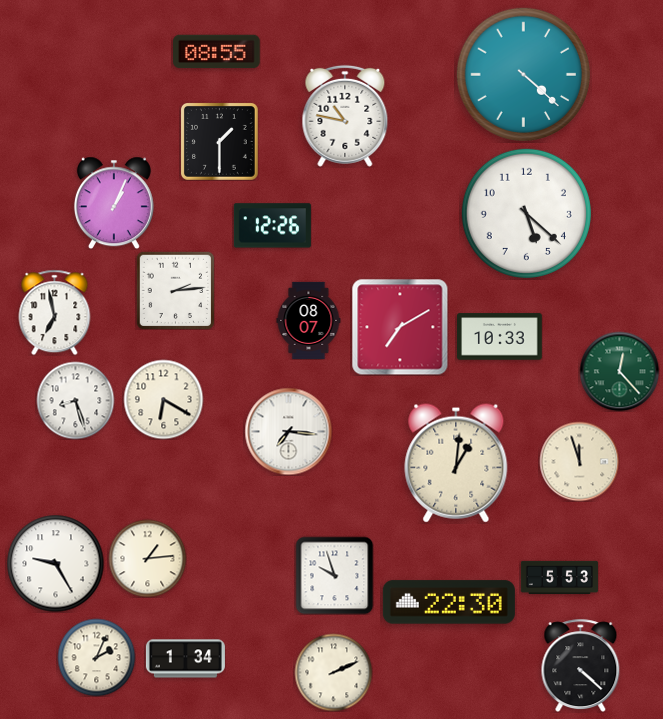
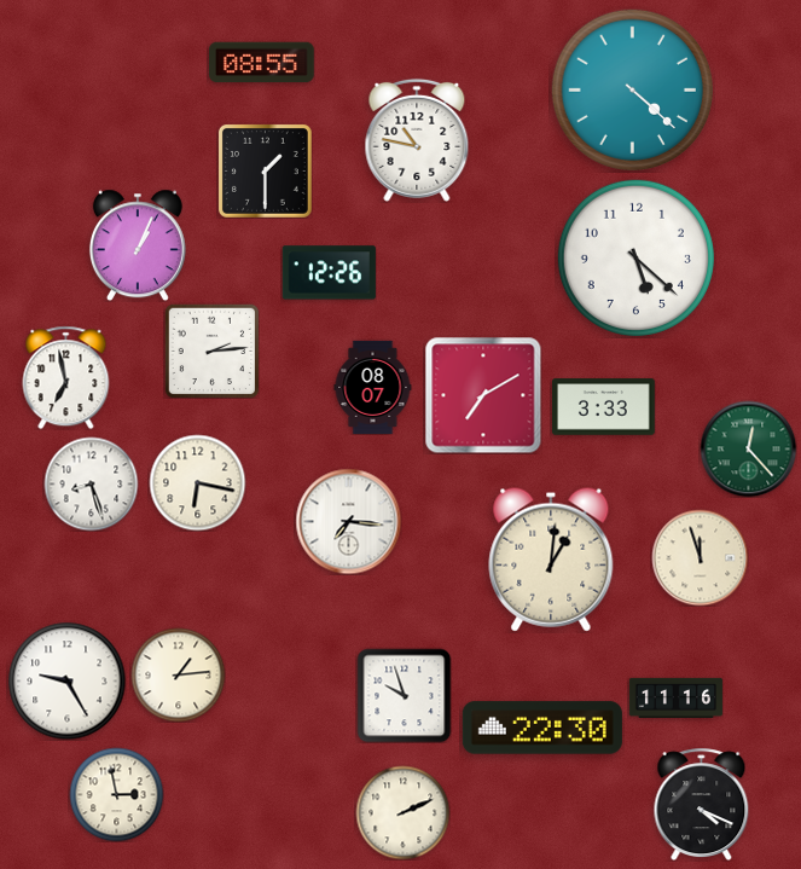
clock at (500, 337): 10:33 -> 3:33
clock at (163, 399): 6:20 -> 6:17
clock at (559, 577): 5:53 -> 11:16
clock at (96, 657): 2:04 -> 2:58
clock at (185, 659): 1:34 -> none
clock at (581, 665): 4:22 -> 4:19
